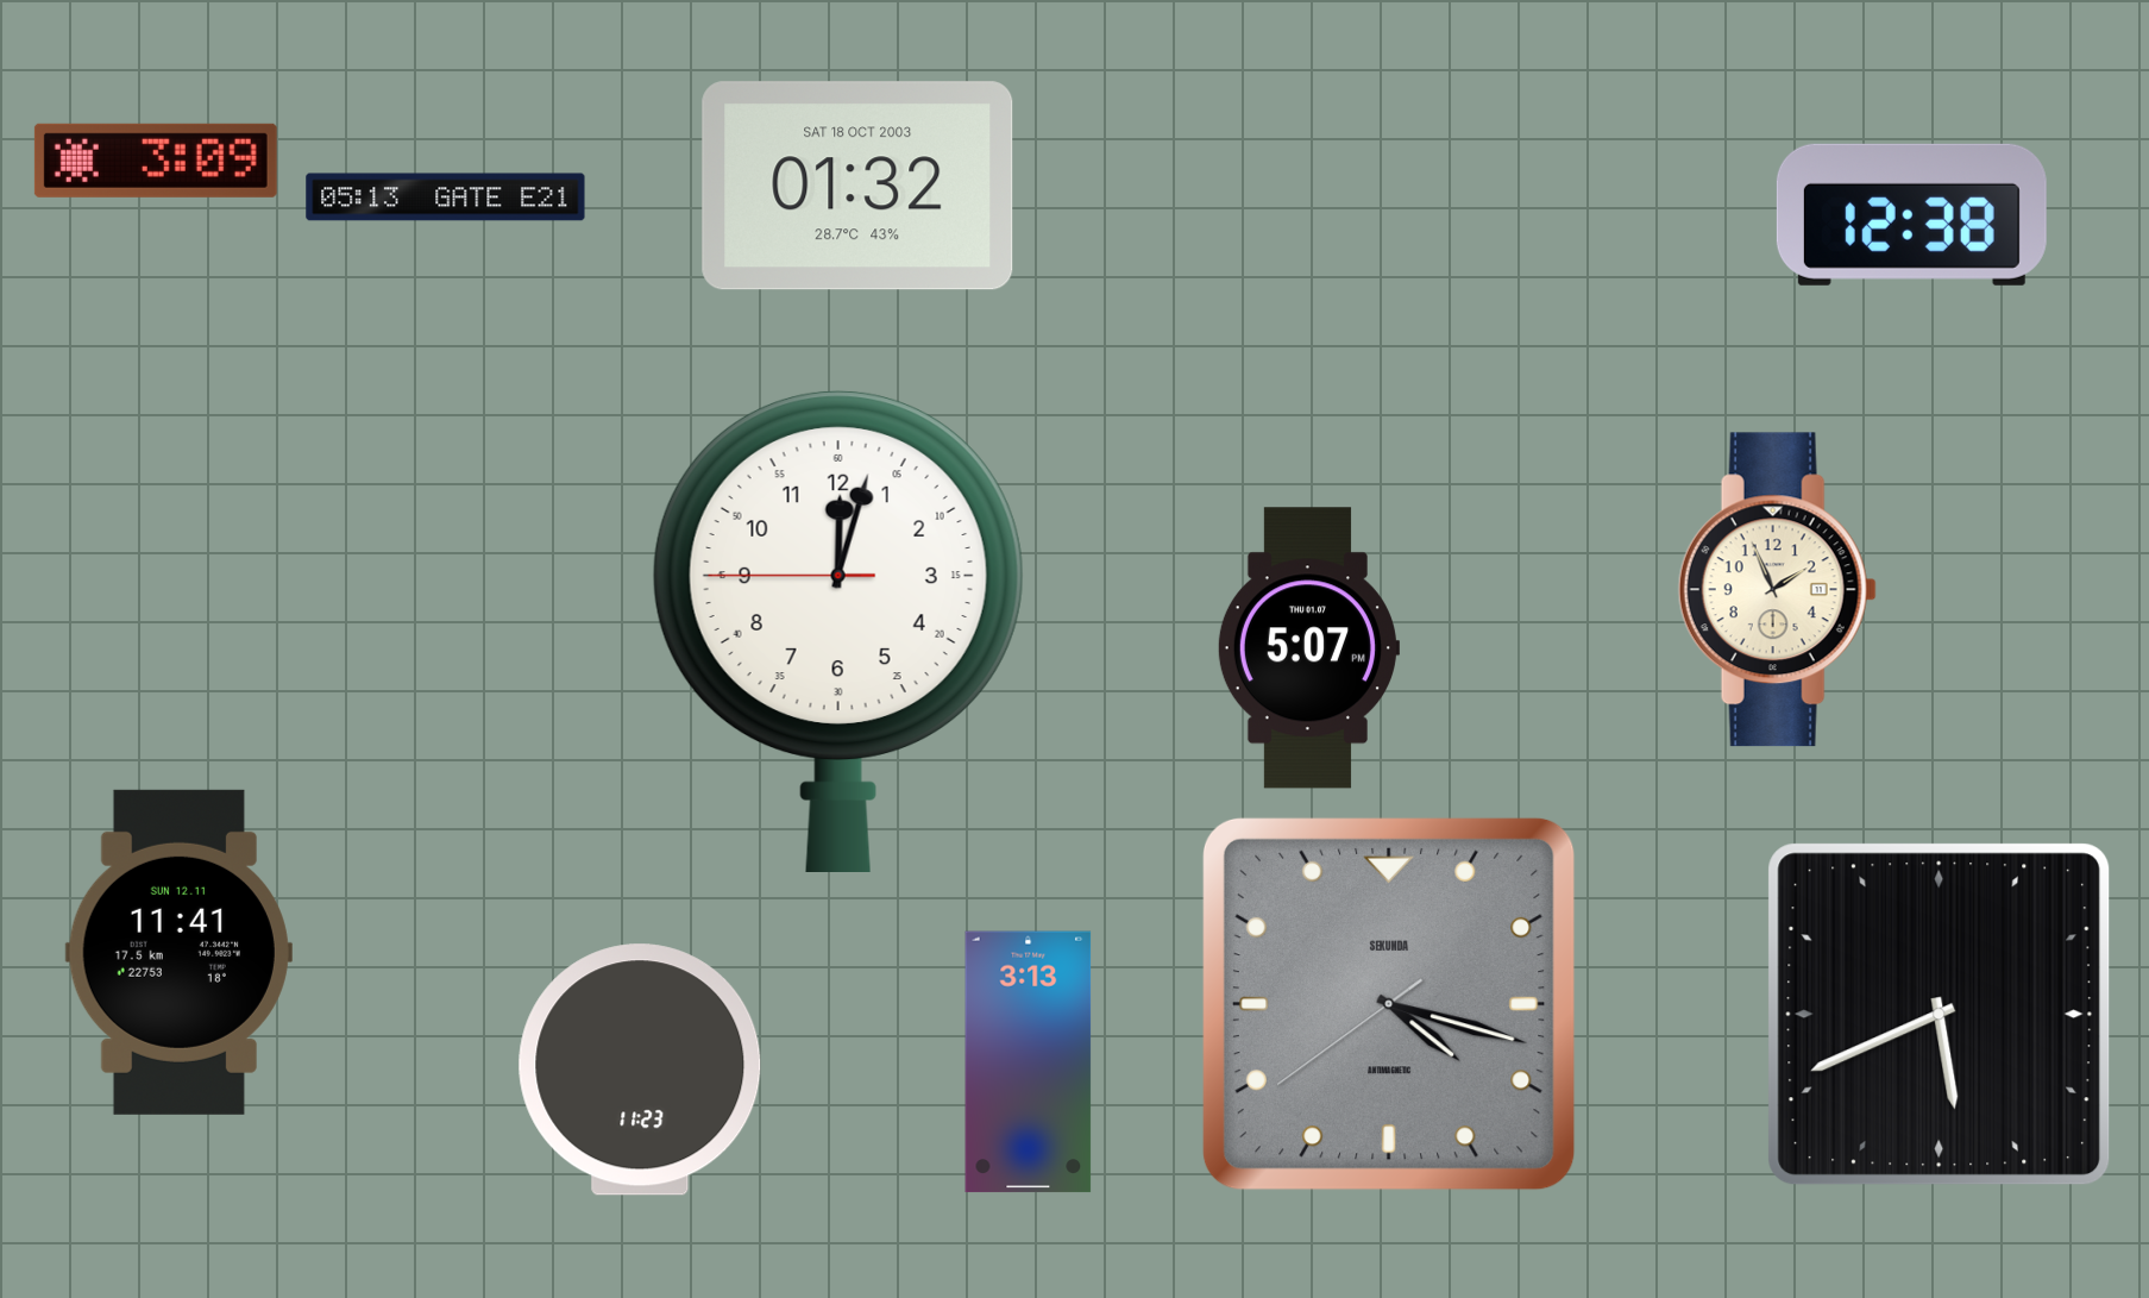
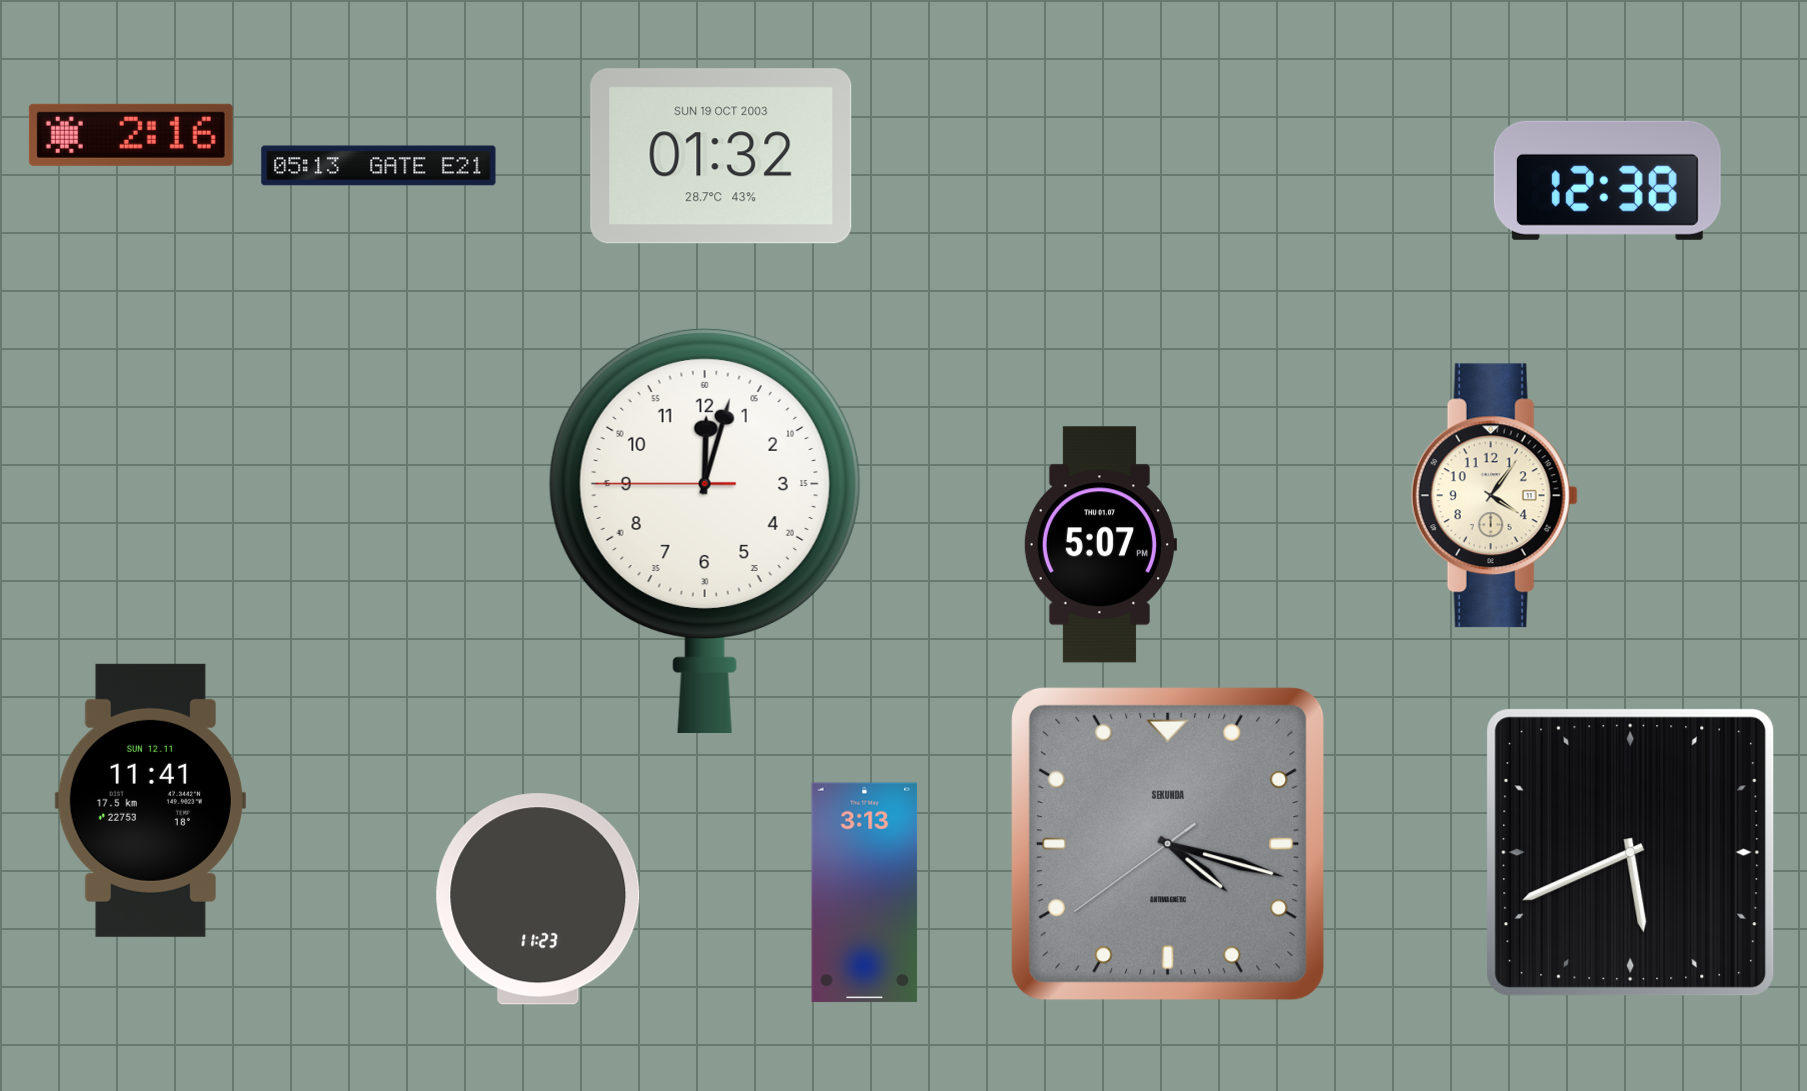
clock at (156, 161): 3:09 -> 2:16
clock at (857, 186) date: SAT 18 OCT 2003 -> SUN 19 OCT 2003
clock at (446, 197) position: (446, 197) -> (379, 166)
clock at (1777, 590): 1:56 -> 4:06
